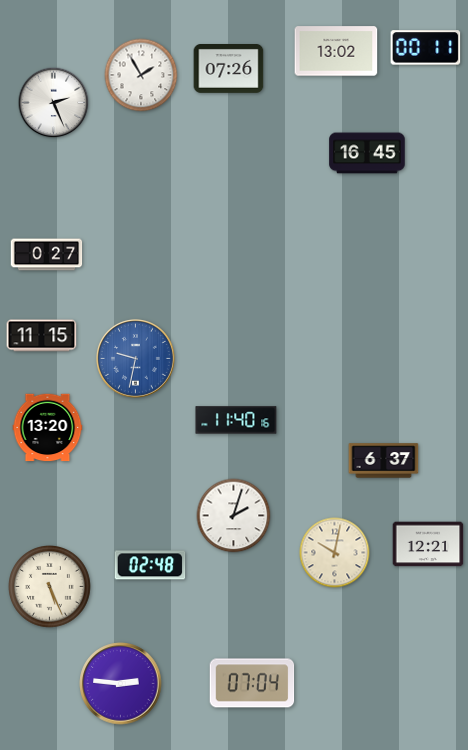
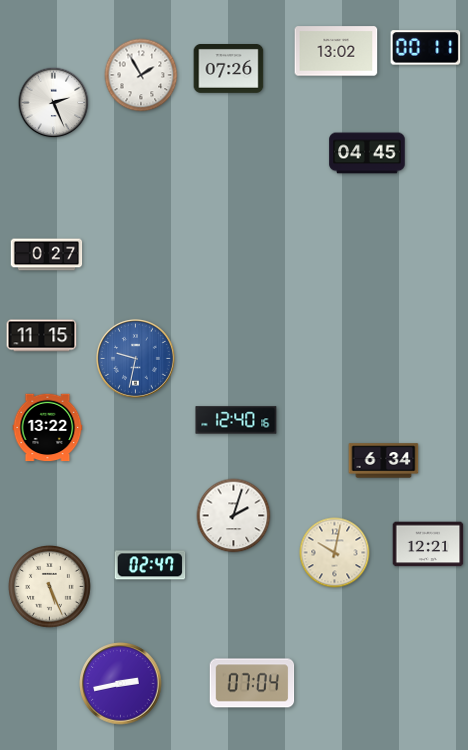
clock at (367, 153): 16:45 -> 04:45
clock at (236, 420): 11:40 -> 12:40
clock at (48, 428): 13:20 -> 13:22
clock at (384, 461): 6:37 -> 6:34
clock at (150, 565): 02:48 -> 02:47
clock at (121, 684): 2:46 -> 2:43
